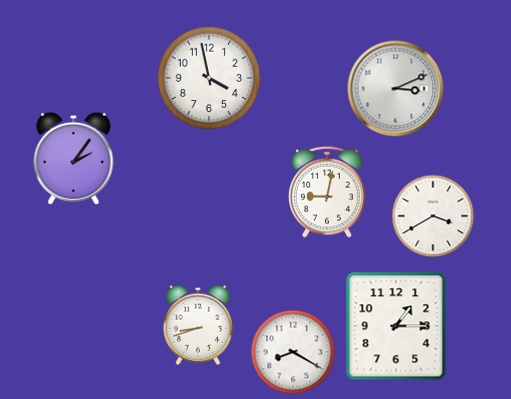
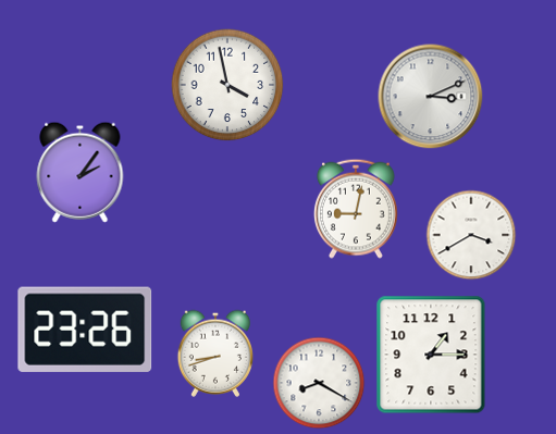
clock at (85, 330): none -> 23:26
